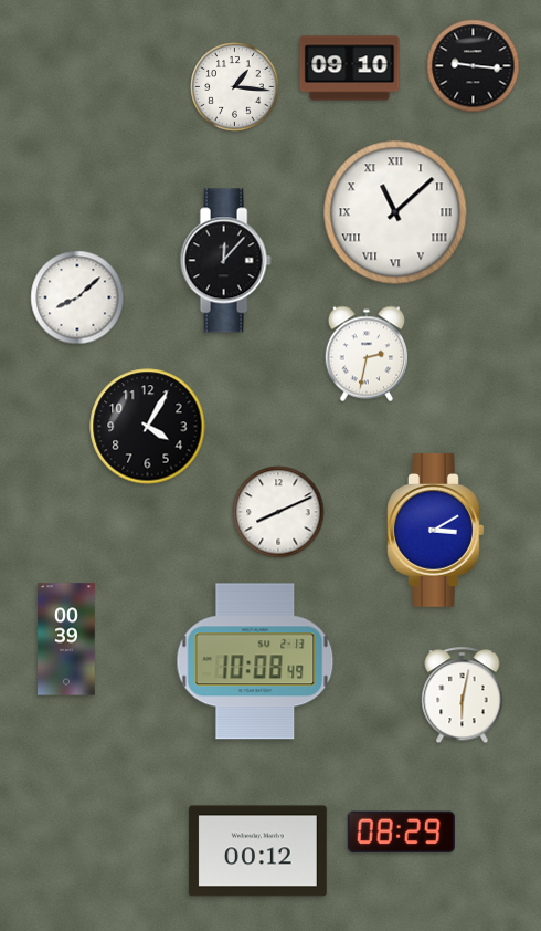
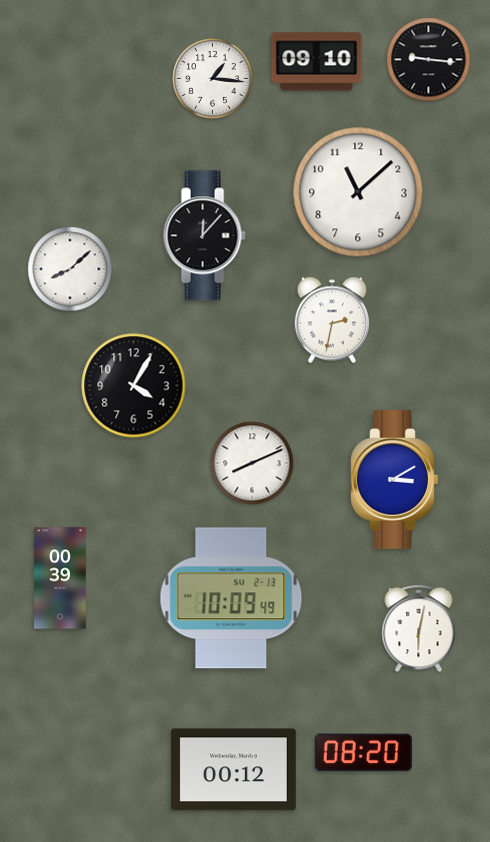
clock at (395, 212) numerals: Roman -> Arabic
clock at (255, 661): 10:08 -> 10:09
clock at (401, 833): 08:29 -> 08:20
